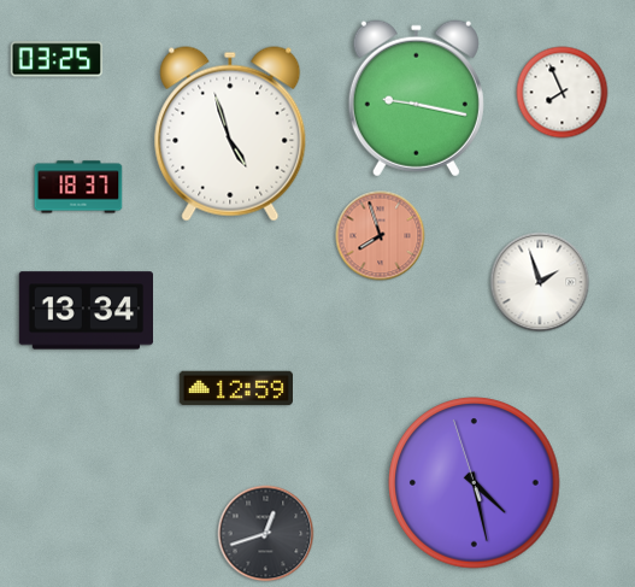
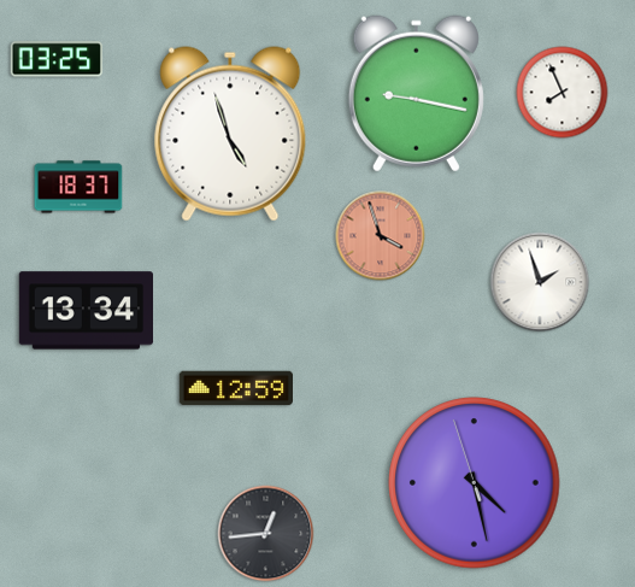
clock at (416, 99) position: (416, 99) -> (416, 94)
clock at (381, 236): 7:57 -> 3:57
clock at (266, 534): 12:42 -> 12:44
